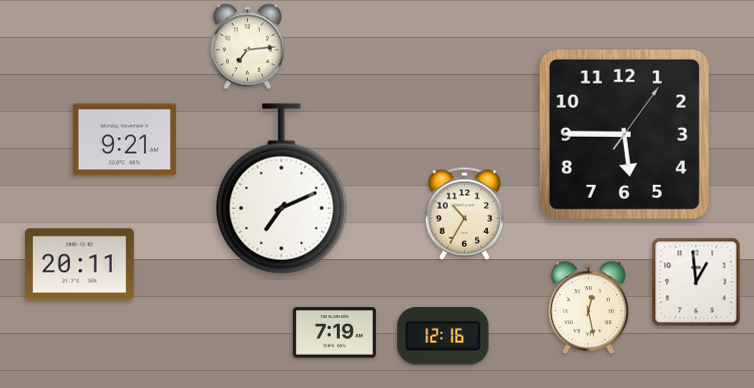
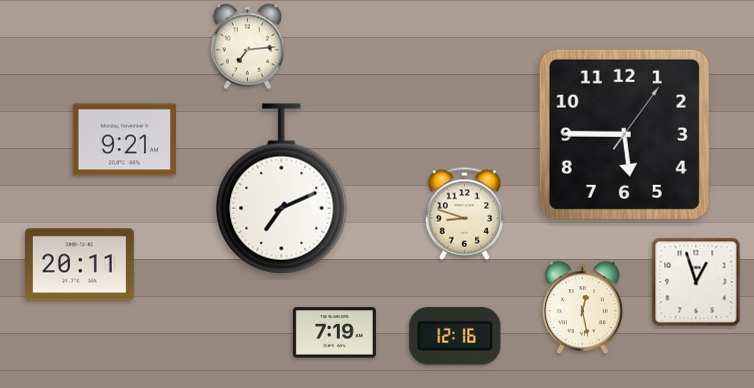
clock at (465, 213): 10:35 -> 8:48
clock at (696, 282): 12:59 -> 12:57
clock at (588, 308) position: (588, 308) -> (582, 308)
clock at (443, 336) position: (443, 336) -> (455, 336)
